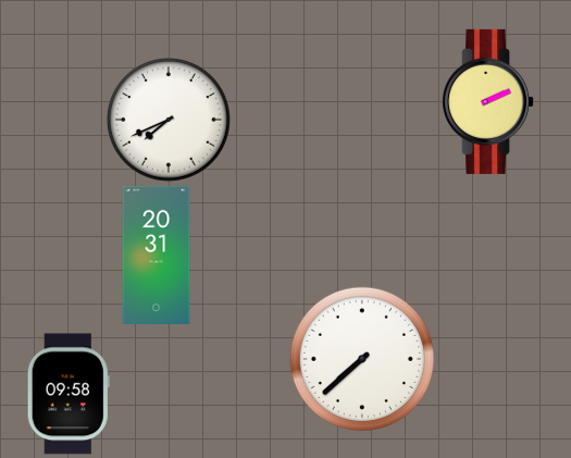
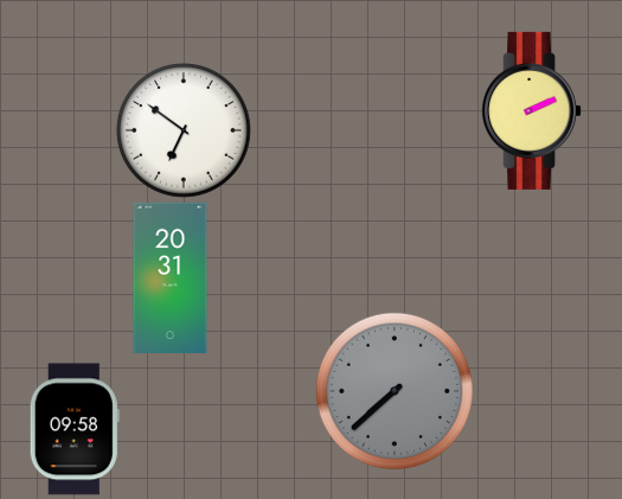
clock at (170, 121): 7:41 -> 6:51
clock at (361, 358) dial: white -> grey
